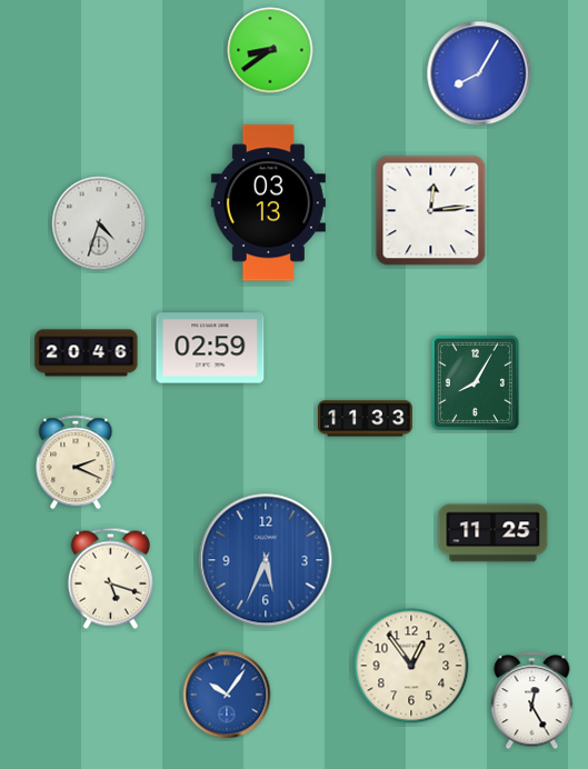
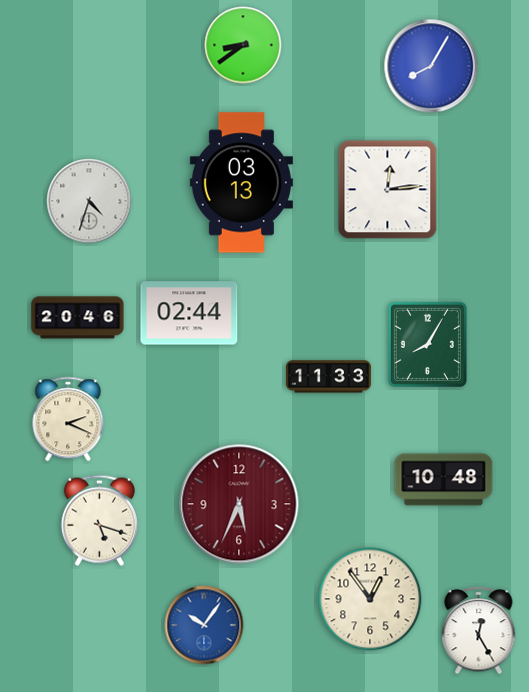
clock at (210, 348): 02:59 -> 02:44
clock at (76, 462) position: (76, 462) -> (68, 419)
clock at (494, 533): 11:25 -> 10:48
clock at (266, 560) dial: blue -> burgundy
